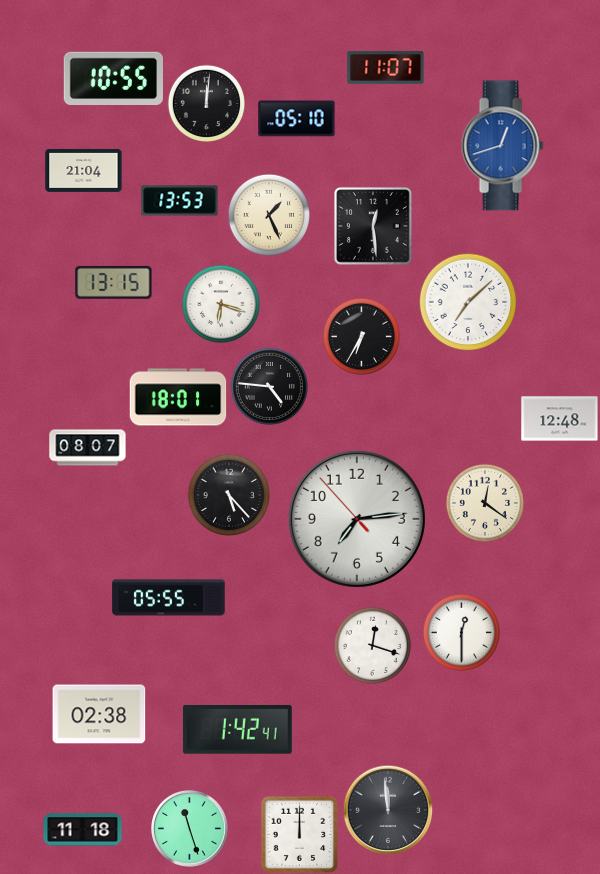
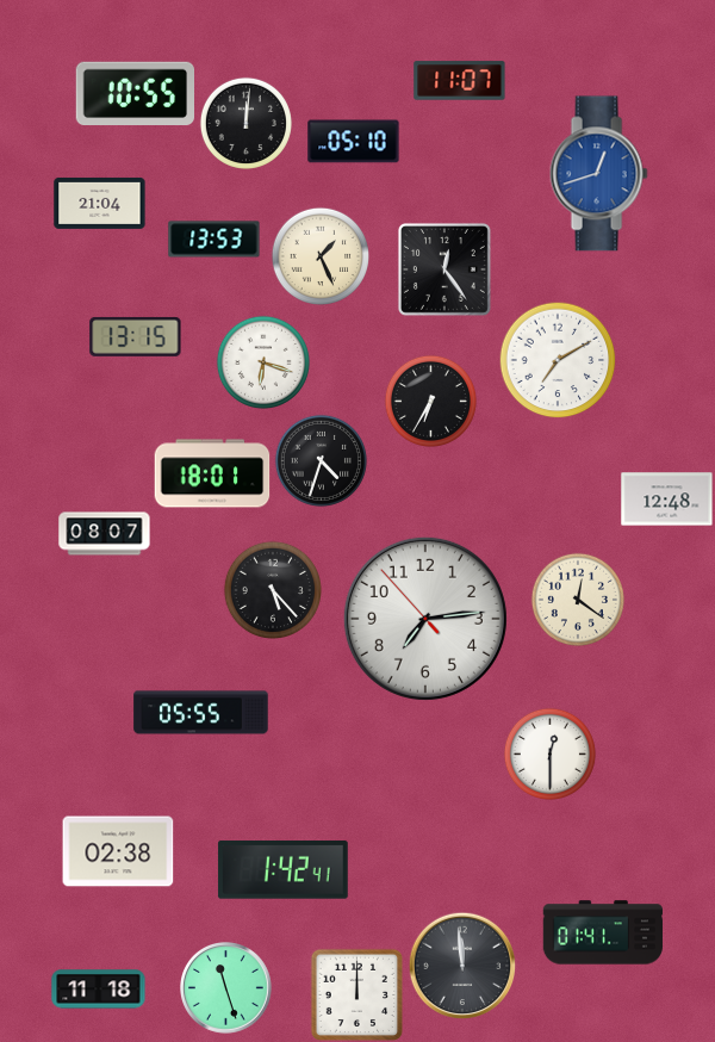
clock at (373, 226): 12:29 -> 12:24
clock at (468, 302): 7:08 -> 7:10
clock at (269, 386): 4:46 -> 4:33
clock at (372, 645): 12:18 -> none
clock at (602, 932): none -> 01:41
